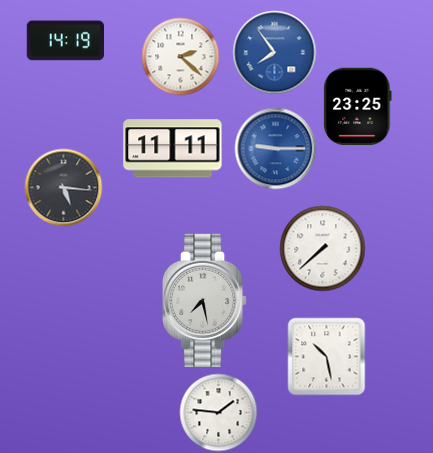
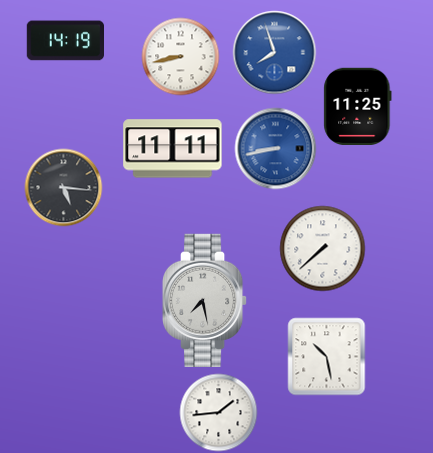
clock at (274, 52): 7:54 -> 7:57
clock at (180, 56): 2:22 -> 8:43
clock at (358, 106): 23:25 -> 11:25
clock at (275, 148): 9:15 -> 8:43
clock at (218, 412): 1:46 -> 1:44
